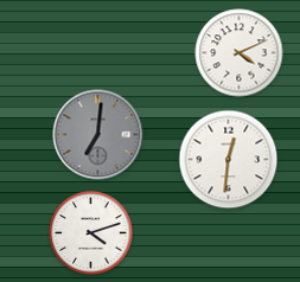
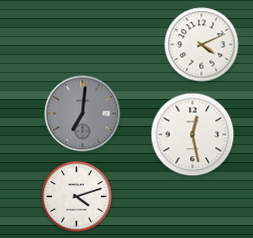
clock at (229, 160): 12:31 -> 12:28
